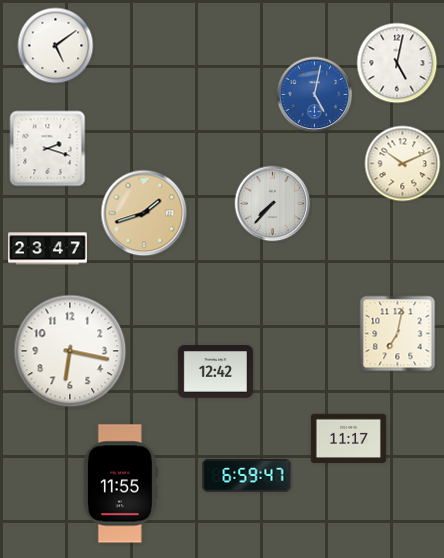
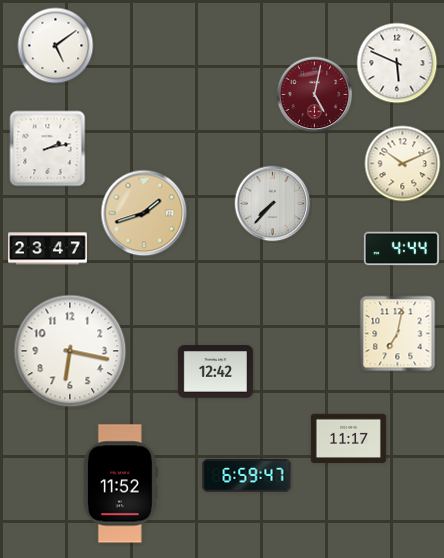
clock at (397, 63): 5:02 -> 5:49
clock at (315, 95) dial: blue -> burgundy
clock at (48, 149): 2:18 -> 2:13
clock at (401, 249): none -> 4:44
clock at (120, 484): 11:55 -> 11:52
